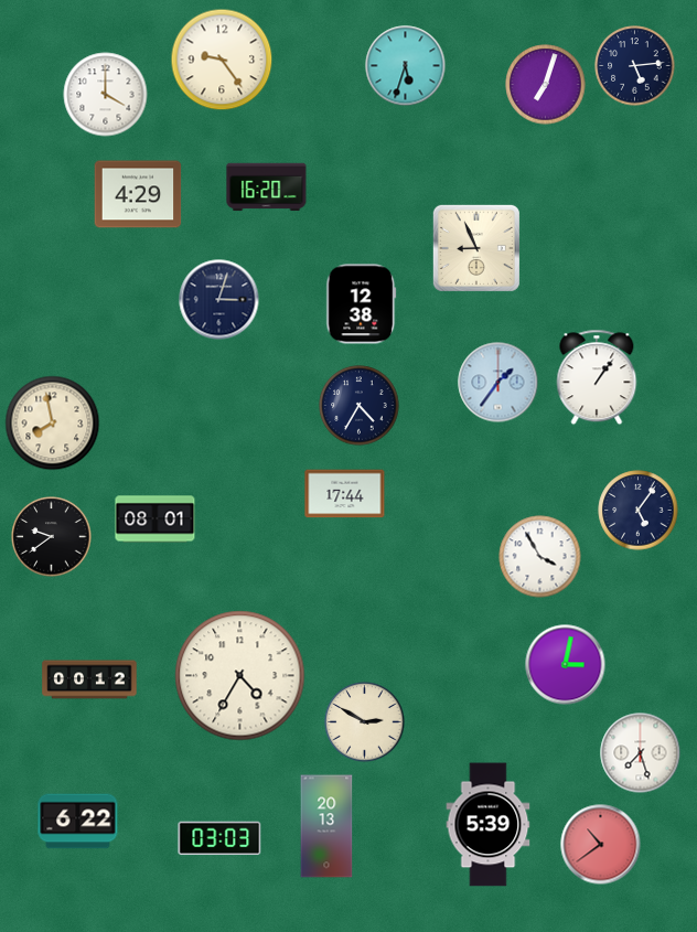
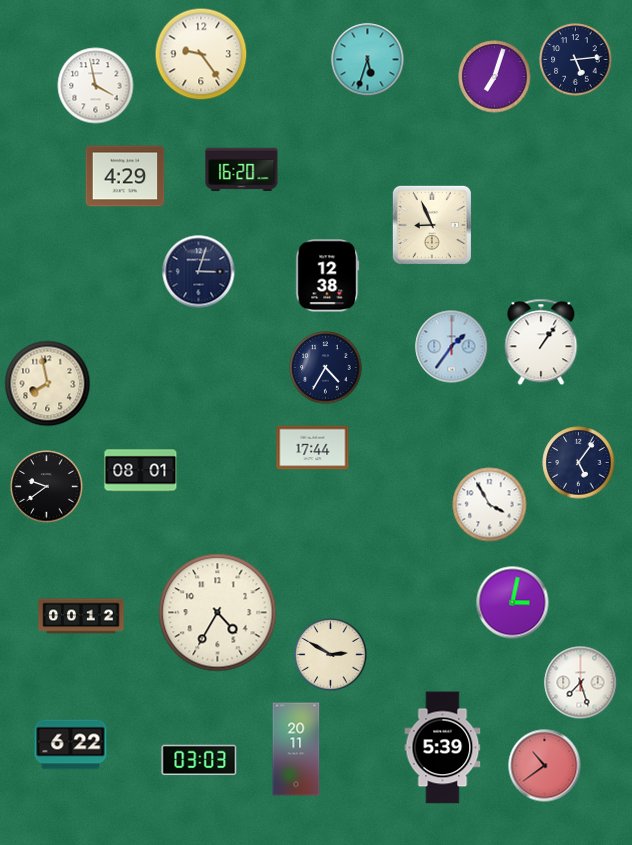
clock at (106, 95): 4:00 -> 3:58
clock at (326, 826): 20:13 -> 20:11
